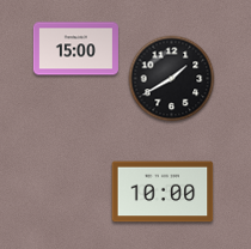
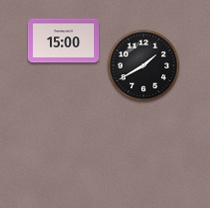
clock at (163, 192): 10:00 -> none
